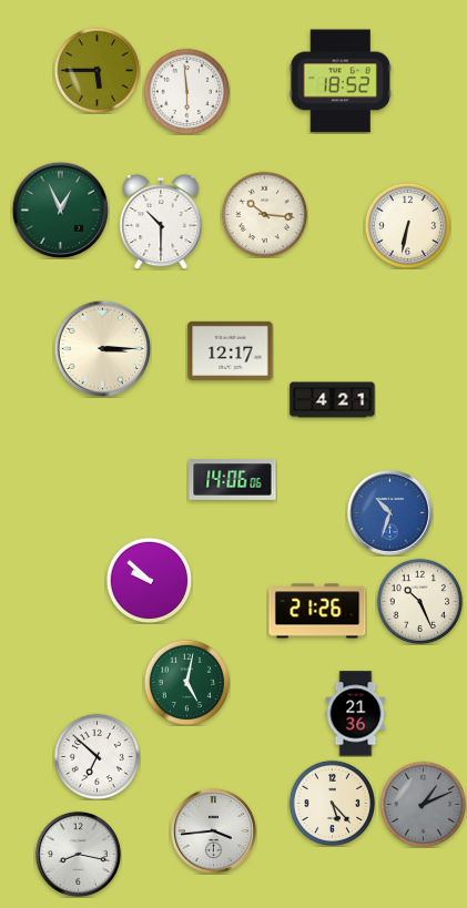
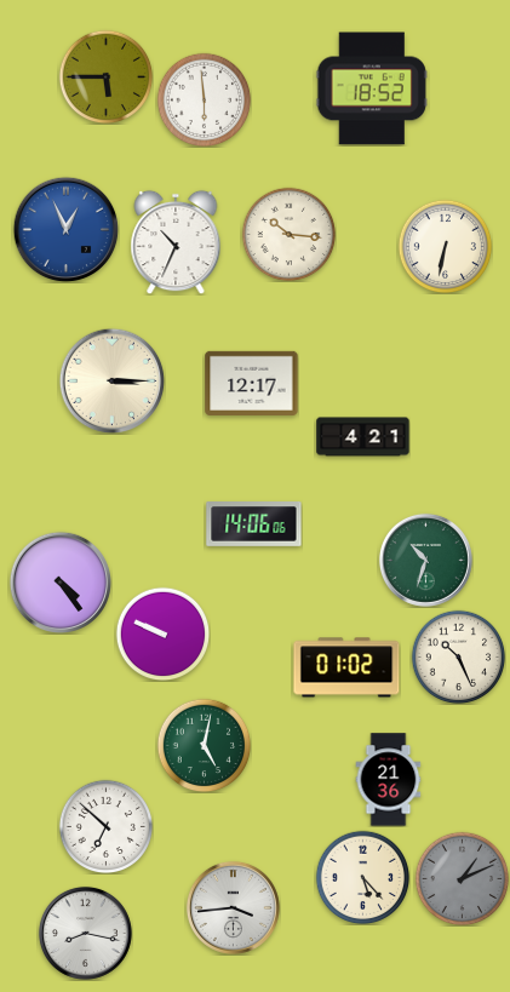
clock at (60, 210) dial: green -> blue
clock at (161, 222): 10:30 -> 10:34
clock at (389, 512) dial: blue -> green
clock at (59, 581): none -> 4:24
clock at (149, 580): 9:52 -> 9:49
clock at (317, 611): 21:26 -> 01:02
